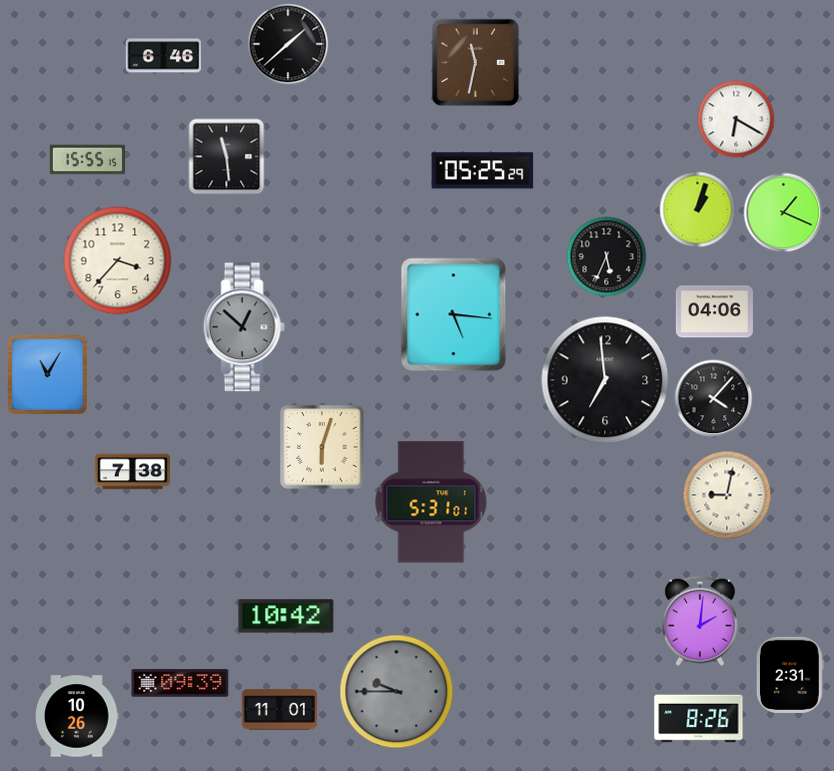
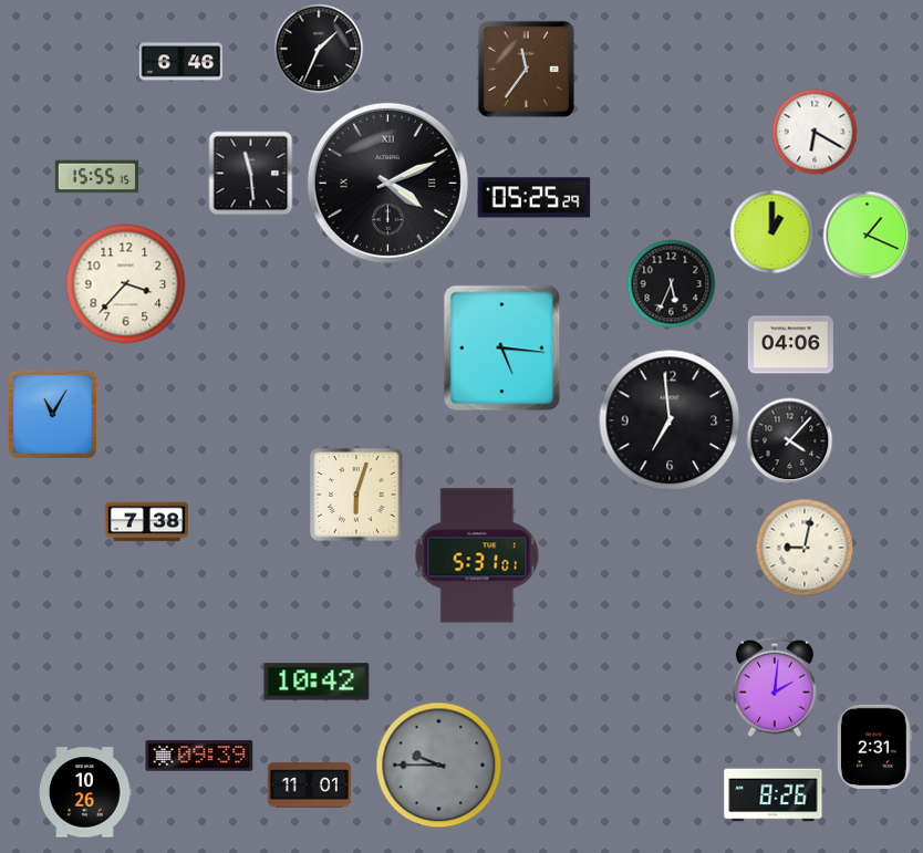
clock at (288, 44): 1:38 -> 1:34
clock at (475, 62): 11:32 -> 11:36
clock at (387, 183): none -> 4:11
clock at (483, 171) position: (483, 171) -> (535, 198)
clock at (698, 210): 1:03 -> 1:00
clock at (118, 261) position: (118, 261) -> (126, 284)
clock at (244, 327): 12:52 -> none
